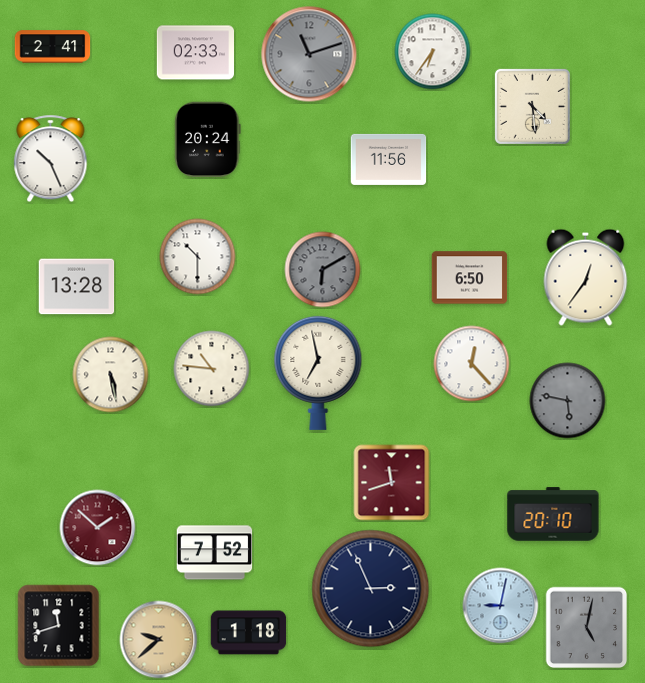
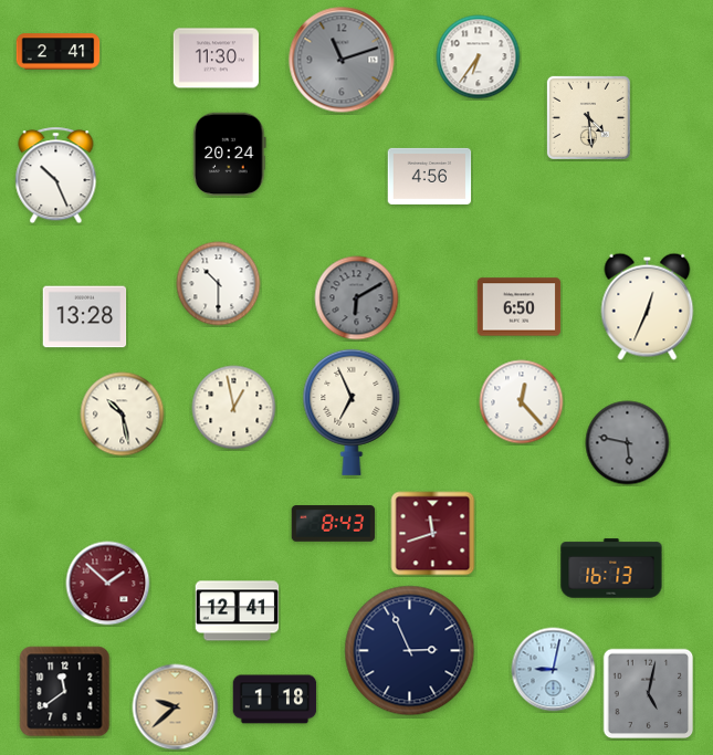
clock at (195, 53): 02:33 -> 11:30
clock at (389, 159): 11:56 -> 4:56
clock at (586, 277): 12:36 -> 12:34
clock at (212, 369): 10:46 -> 12:58
clock at (318, 373): 6:58 -> 6:56
clock at (111, 375): 5:28 -> 10:28
clock at (334, 524): none -> 8:43
clock at (553, 514): 20:10 -> 16:13
clock at (215, 553): 7:52 -> 12:41
clock at (59, 626): 11:42 -> 11:39
